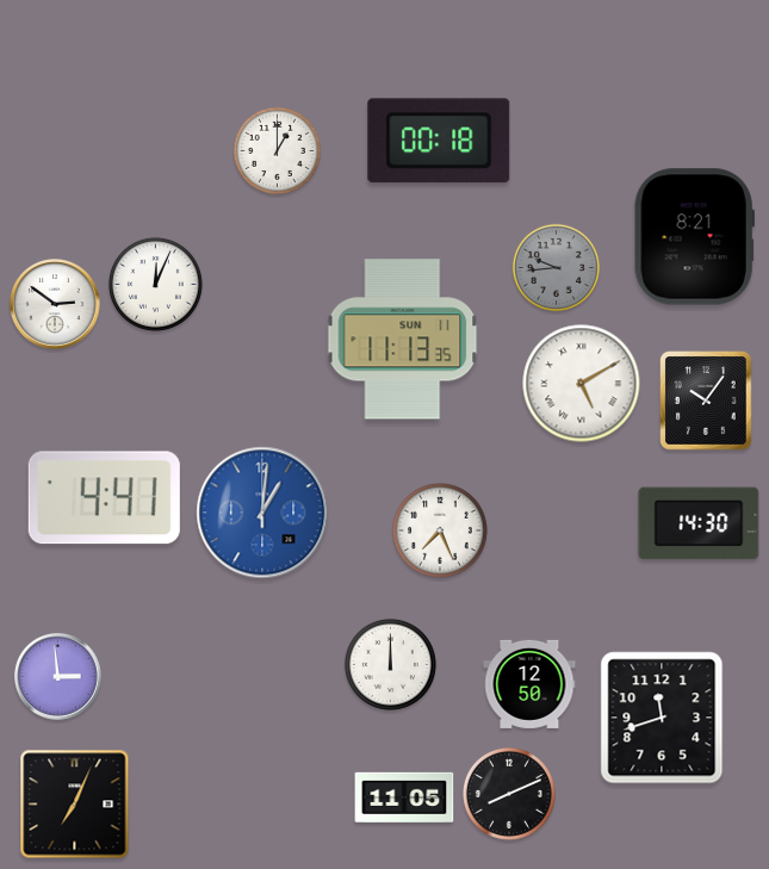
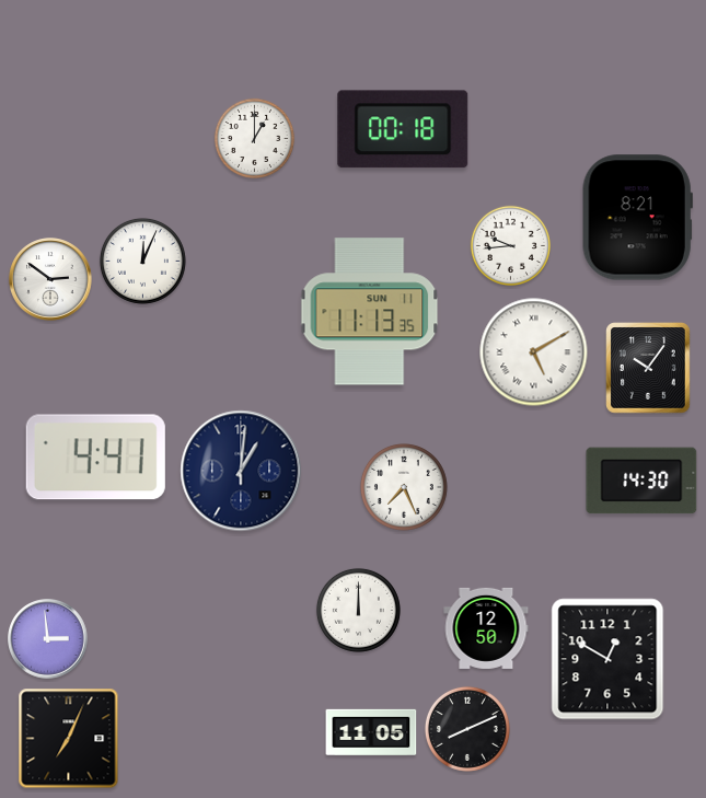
clock at (556, 267) dial: grey -> white
clock at (262, 513) dial: blue -> navy
clock at (58, 677) position: (58, 677) -> (48, 639)
clock at (662, 718): 11:42 -> 12:50
